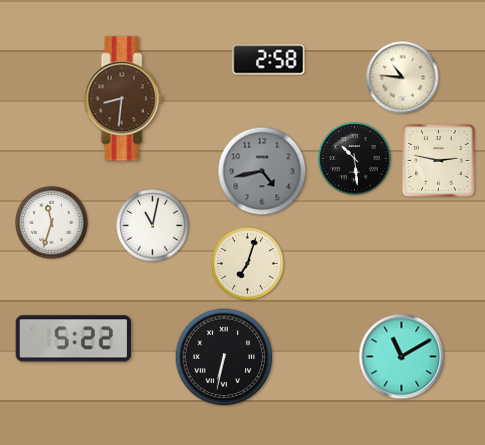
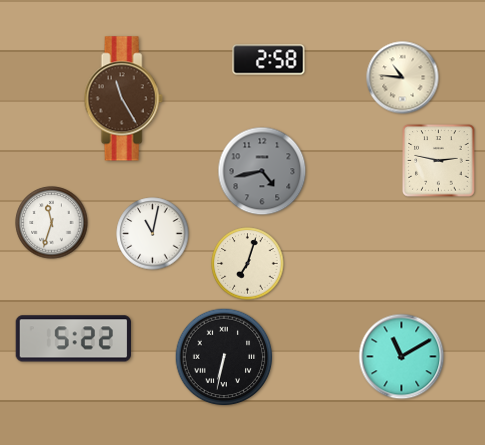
clock at (123, 99): 8:31 -> 11:25
clock at (355, 159): 10:29 -> none
clock at (153, 226) position: (153, 226) -> (153, 234)
